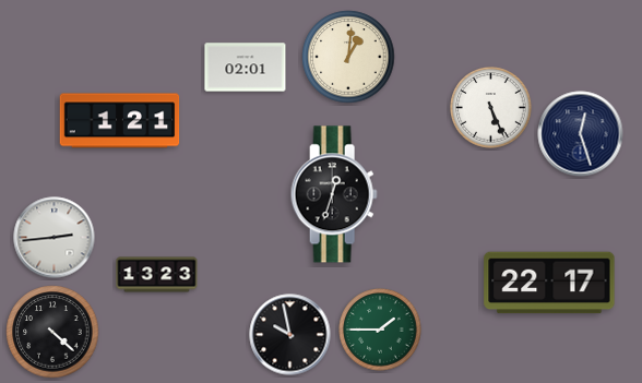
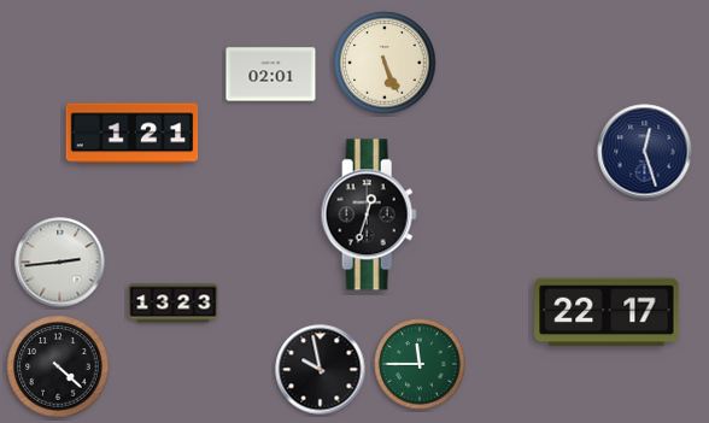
clock at (348, 57): 1:01 -> 5:26
clock at (491, 108): 5:26 -> none
clock at (581, 134) position: (581, 134) -> (645, 152)
clock at (380, 330): 1:45 -> 11:45
